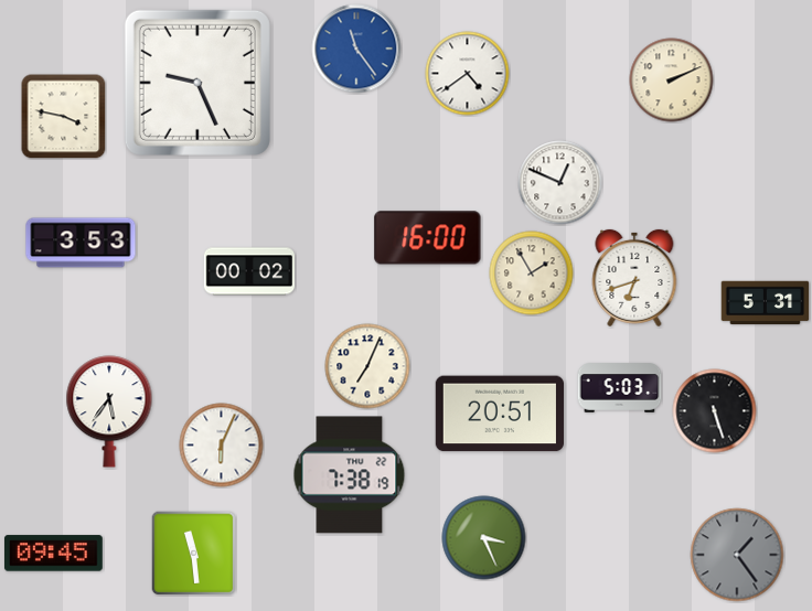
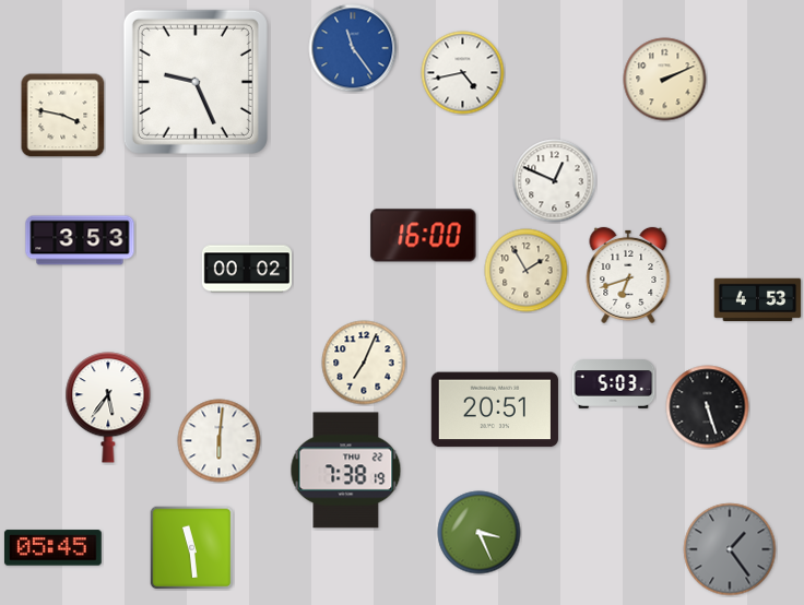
clock at (468, 74): 4:39 -> 4:43
clock at (766, 303): 5:31 -> 4:53
clock at (222, 446): 6:04 -> 6:01
clock at (54, 554): 09:45 -> 05:45
